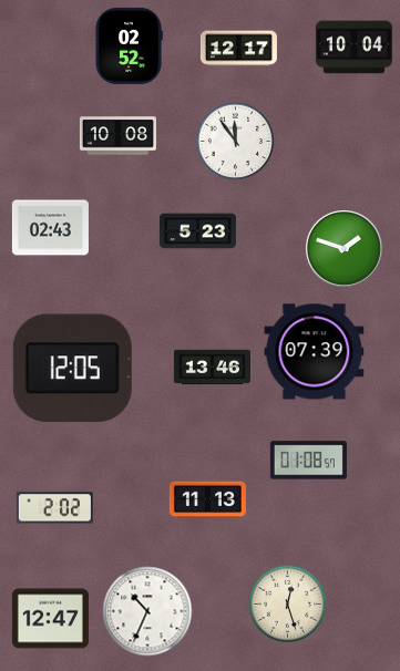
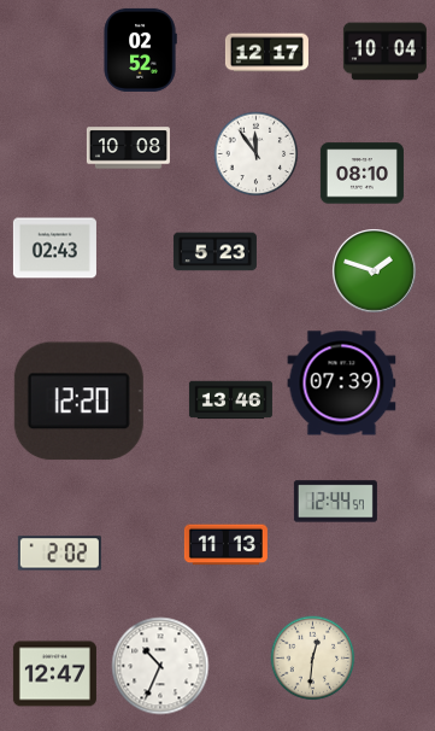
clock at (238, 49) position: (238, 49) -> (266, 53)
clock at (361, 174): none -> 08:10
clock at (72, 369): 12:05 -> 12:20
clock at (308, 461): 01:08 -> 12:44
clock at (288, 605): 12:27 -> 12:31
